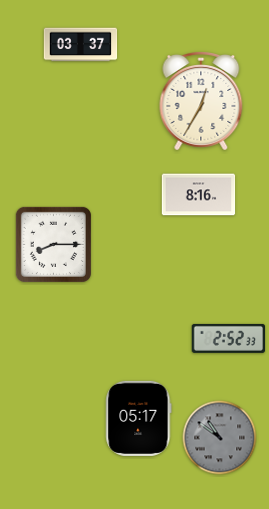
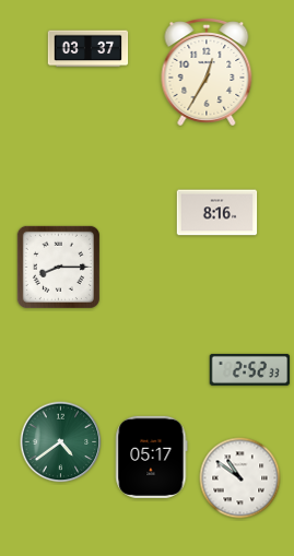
clock at (201, 102) position: (201, 102) -> (207, 73)
clock at (61, 442): none -> 4:39
clock at (220, 438) dial: grey -> white
